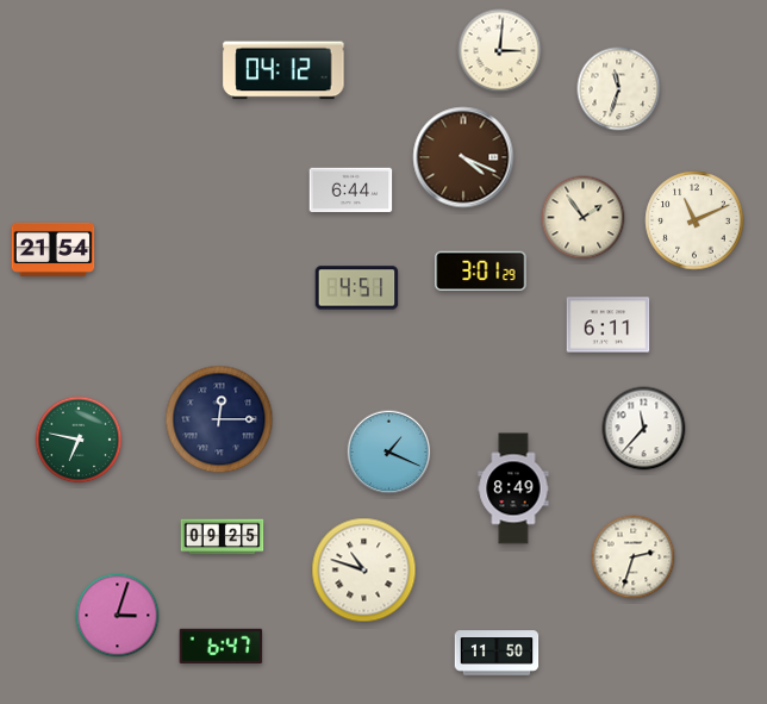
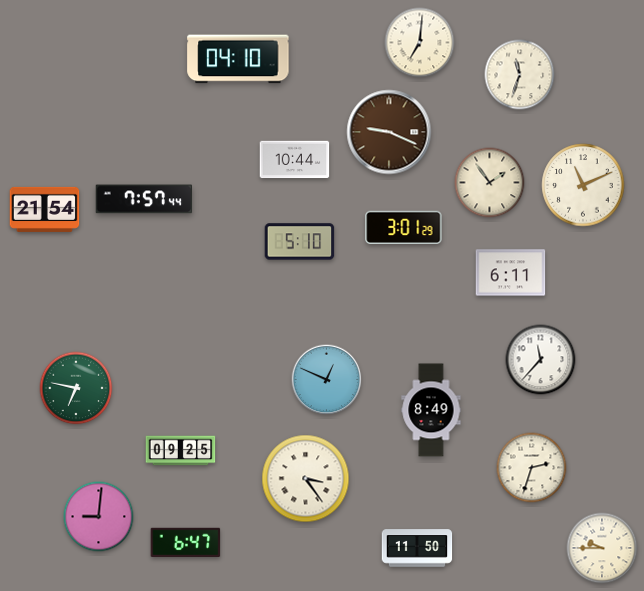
clock at (500, 51): 3:01 -> 7:01
clock at (283, 70): 04:12 -> 04:10
clock at (463, 157): 4:19 -> 9:19
clock at (351, 191): 6:44 -> 10:44
clock at (144, 199): none -> 7:57
clock at (357, 288): 4:51 -> 5:10
clock at (219, 419): 12:15 -> none
clock at (79, 440) position: (79, 440) -> (76, 388)
clock at (389, 453): 1:19 -> 12:49
clock at (223, 537) position: (223, 537) -> (181, 451)
clock at (364, 571): 10:48 -> 3:24
clock at (118, 616): 3:03 -> 9:01
clock at (602, 548): none -> 9:45
